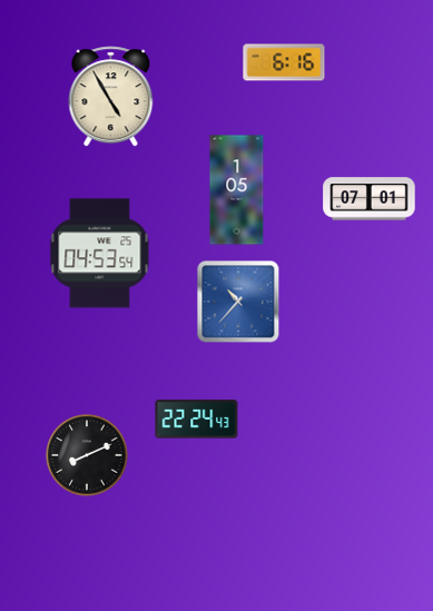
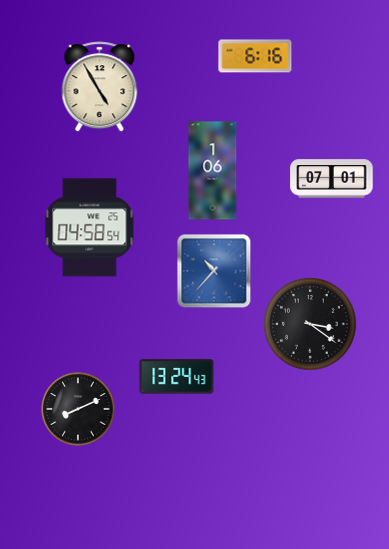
clock at (237, 190): 1:05 -> 1:06
clock at (100, 254): 04:53 -> 04:58
clock at (311, 325): none -> 3:21
clock at (197, 420): 22:24 -> 13:24
